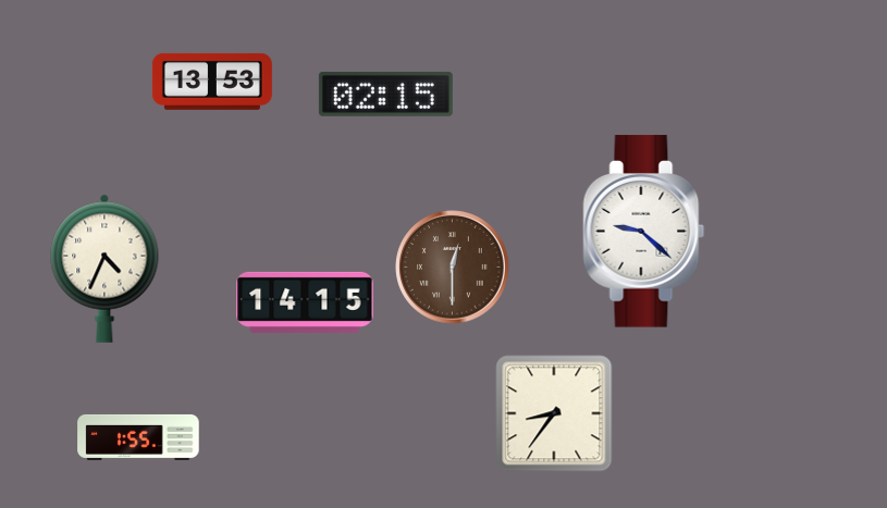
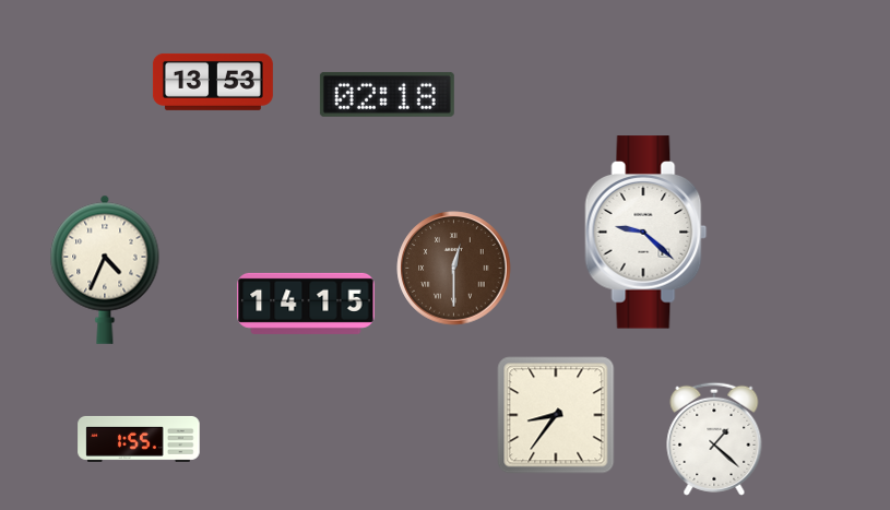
clock at (385, 94): 02:15 -> 02:18
clock at (714, 439): none -> 1:22
